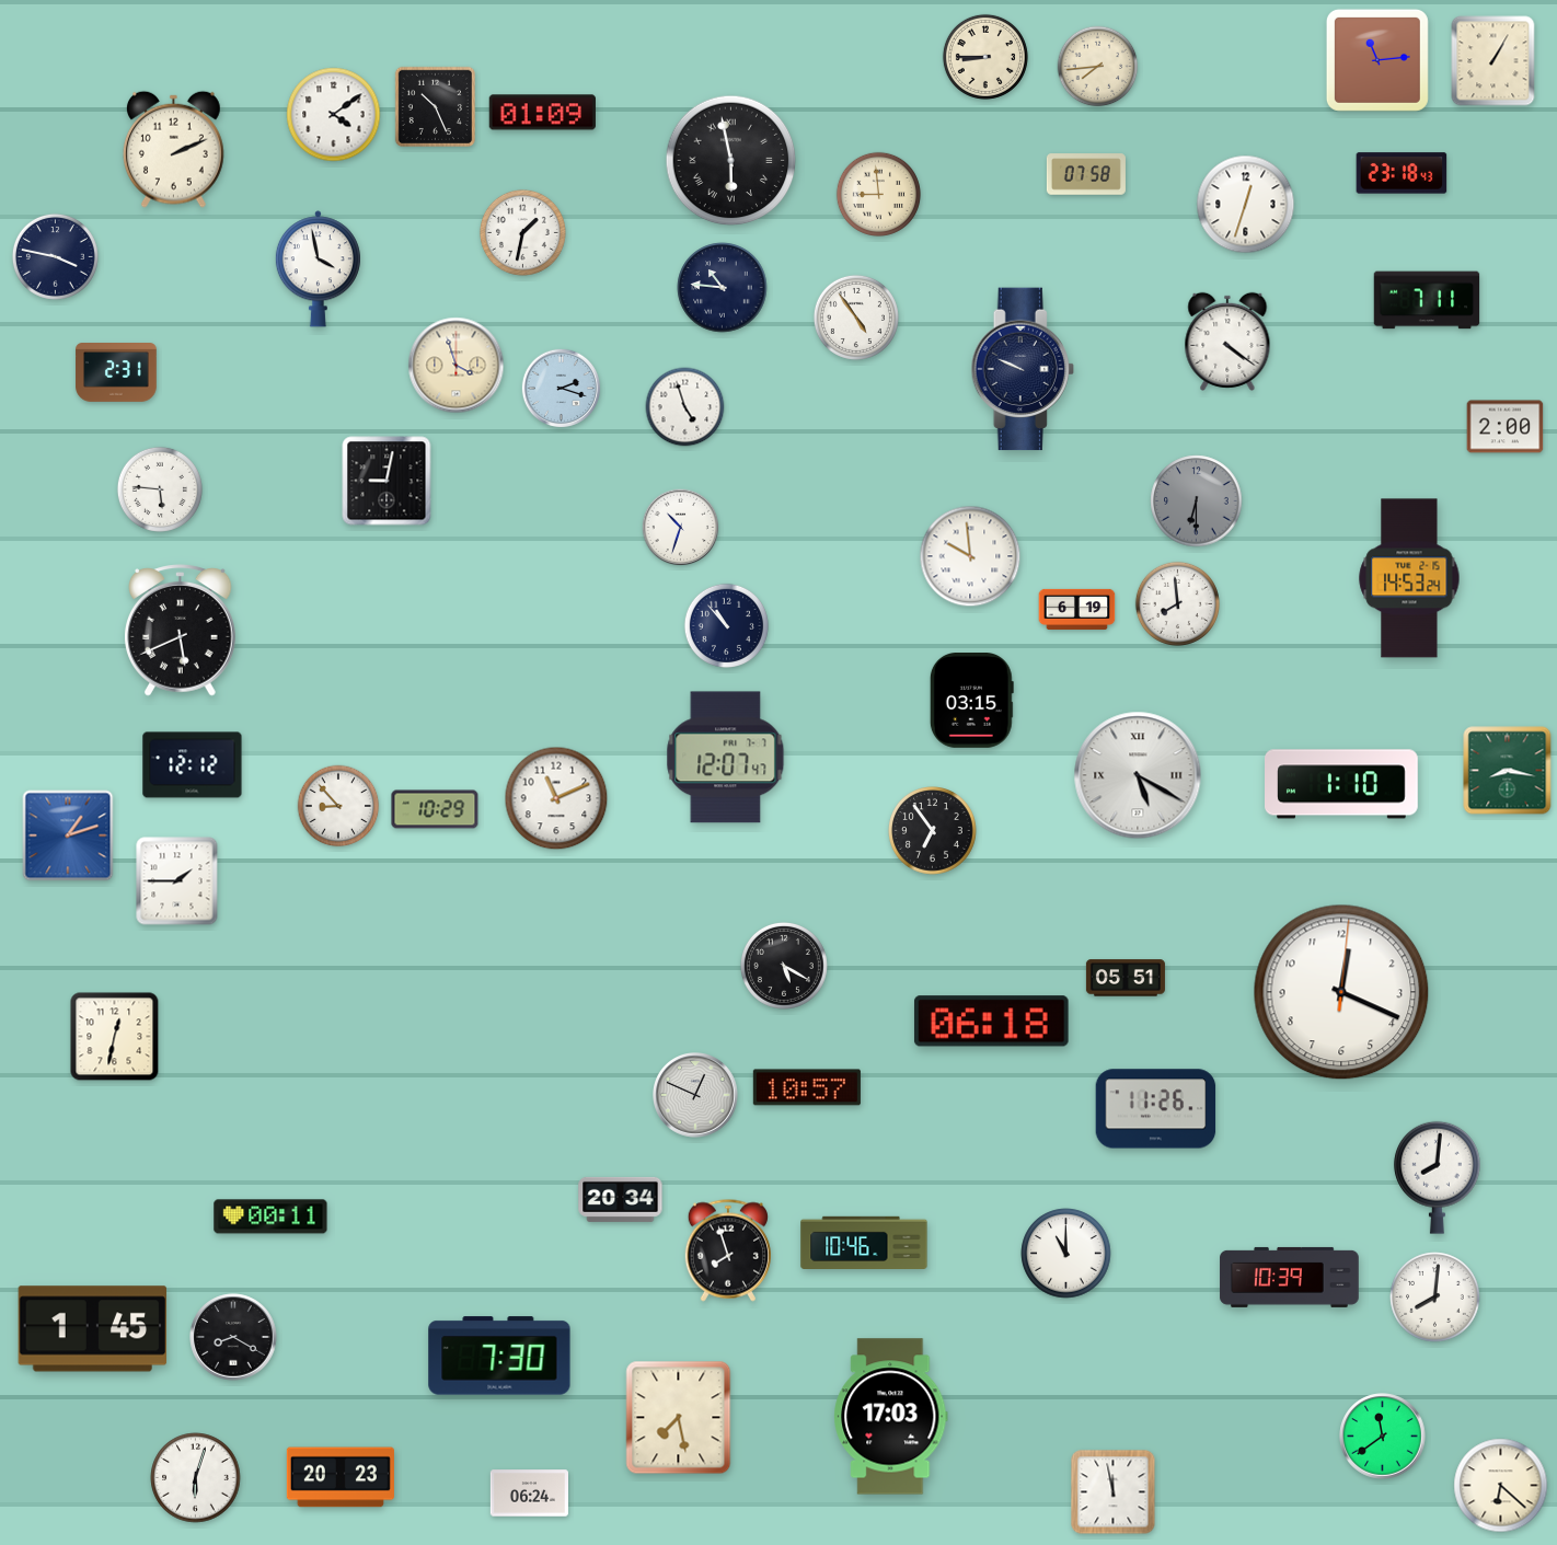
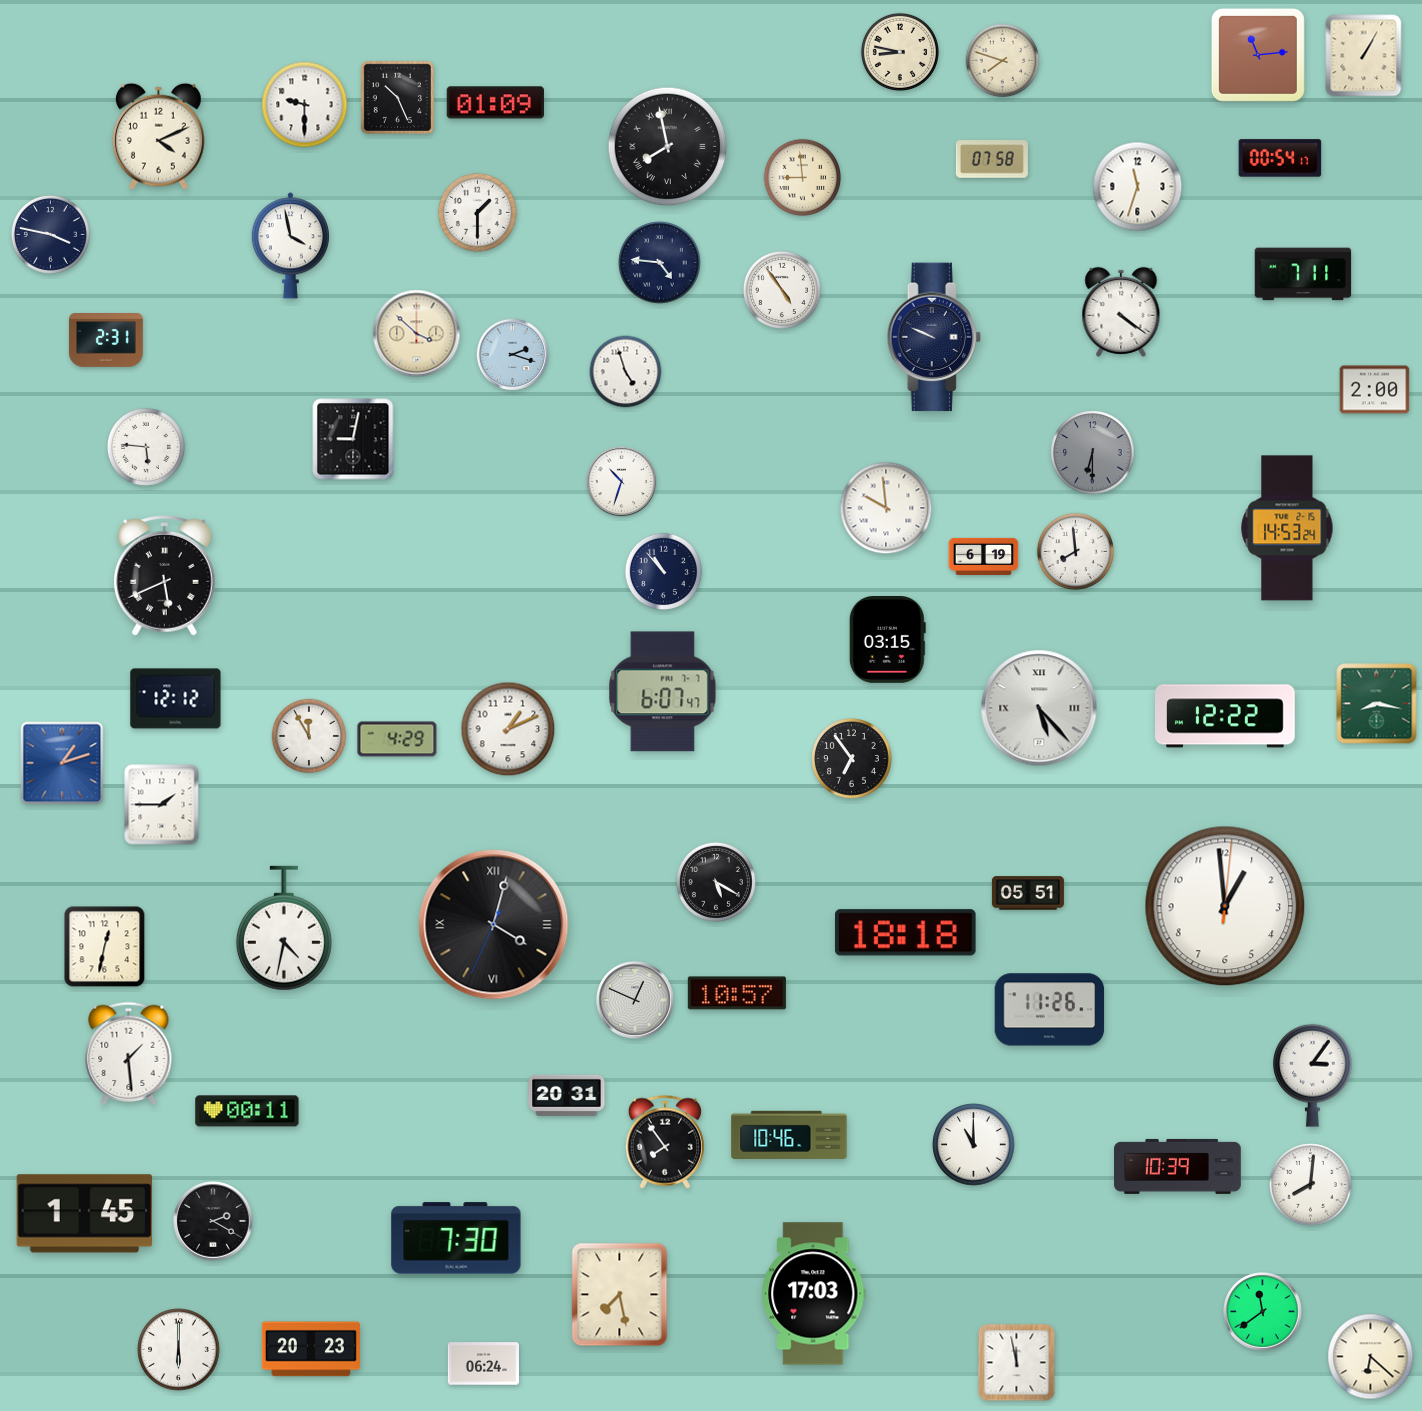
clock at (985, 57): 8:45 -> 8:47
clock at (1098, 67): 7:44 -> 7:48
clock at (334, 115): 4:09 -> 9:30
clock at (173, 149): 2:11 -> 4:11
clock at (731, 161): 5:58 -> 7:58
clock at (1402, 173): 23:18 -> 00:54
clock at (1246, 205): 12:33 -> 11:33
clock at (522, 232): 1:32 -> 1:30
clock at (723, 288): 10:46 -> 4:46
clock at (457, 366): 3:57 -> 3:52
clock at (1197, 501) position: (1197, 501) -> (1093, 453)
clock at (726, 758): 12:07 -> 6:07
clock at (1138, 775): 5:20 -> 5:23
clock at (1342, 784): 1:10 -> 12:22
clock at (556, 798): 11:11 -> 1:11
clock at (338, 806): 8:53 -> 11:55
clock at (435, 809): 10:29 -> 4:29
clock at (1341, 992): 12:19 -> 12:59
clock at (494, 925): none -> 4:02
clock at (284, 928): none -> 4:32
clock at (992, 1022): 06:18 -> 18:18
clock at (1156, 1109) position: (1156, 1109) -> (1050, 1010)
clock at (129, 1053): none -> 1:29
clock at (1437, 1177): 8:01 -> 3:06
clock at (621, 1199): 20:34 -> 20:31
clock at (728, 1250): 7:57 -> 7:54
clock at (233, 1337): 8:20 -> 2:20
clock at (196, 1478): 6:03 -> 6:00
